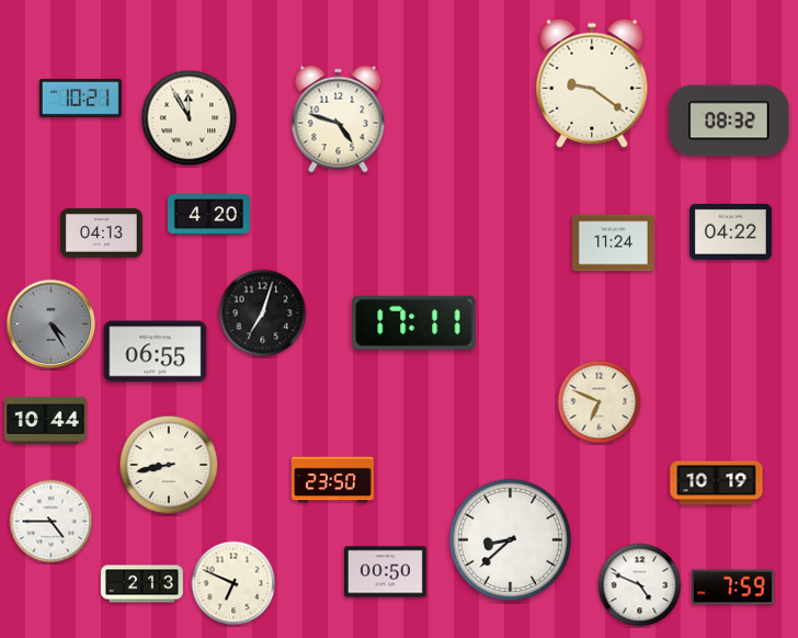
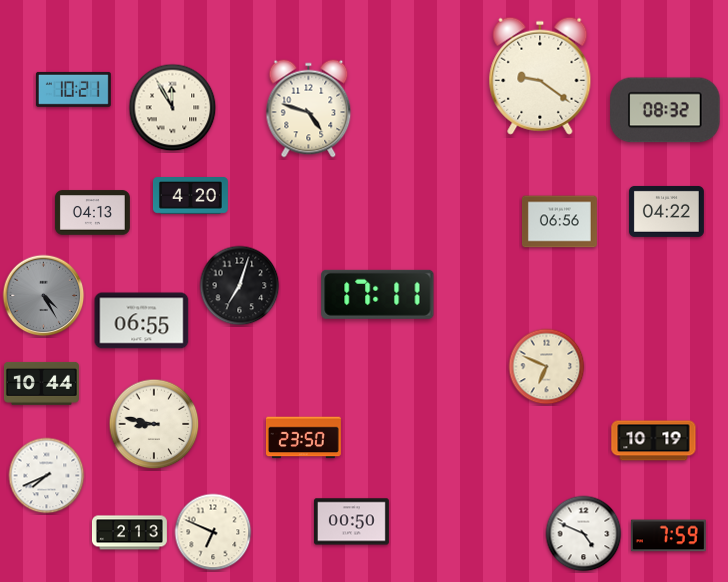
clock at (613, 243): 11:24 -> 06:56
clock at (52, 324) position: (52, 324) -> (44, 296)
clock at (169, 465): 8:43 -> 8:47
clock at (52, 522): 4:45 -> 7:41
clock at (511, 540): 8:38 -> none
